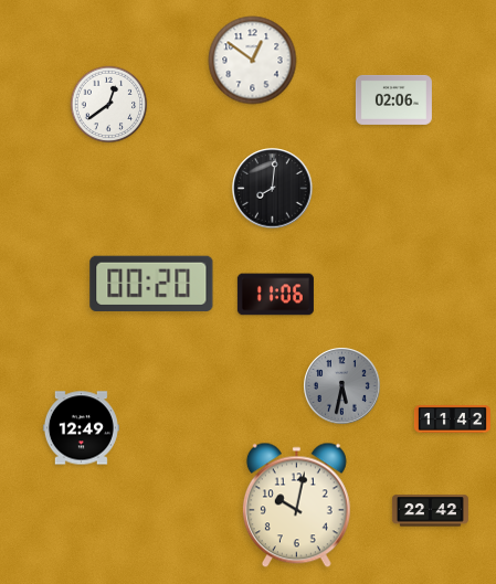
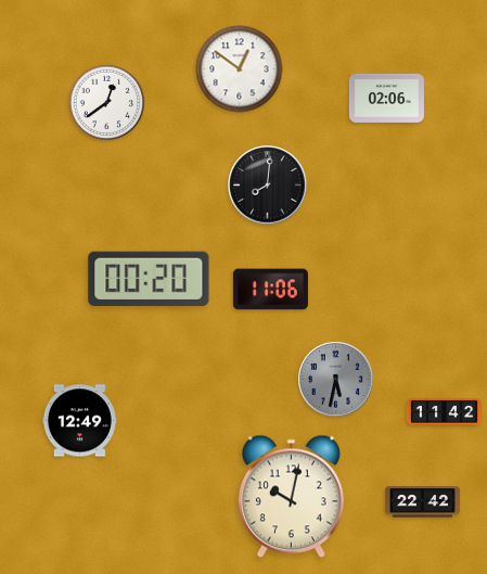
clock at (253, 61) position: (253, 61) -> (240, 69)
